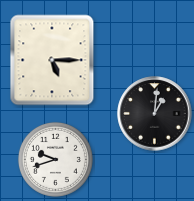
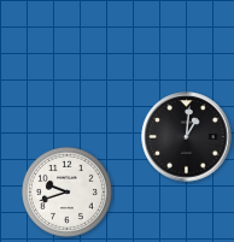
clock at (52, 60): 5:15 -> none
